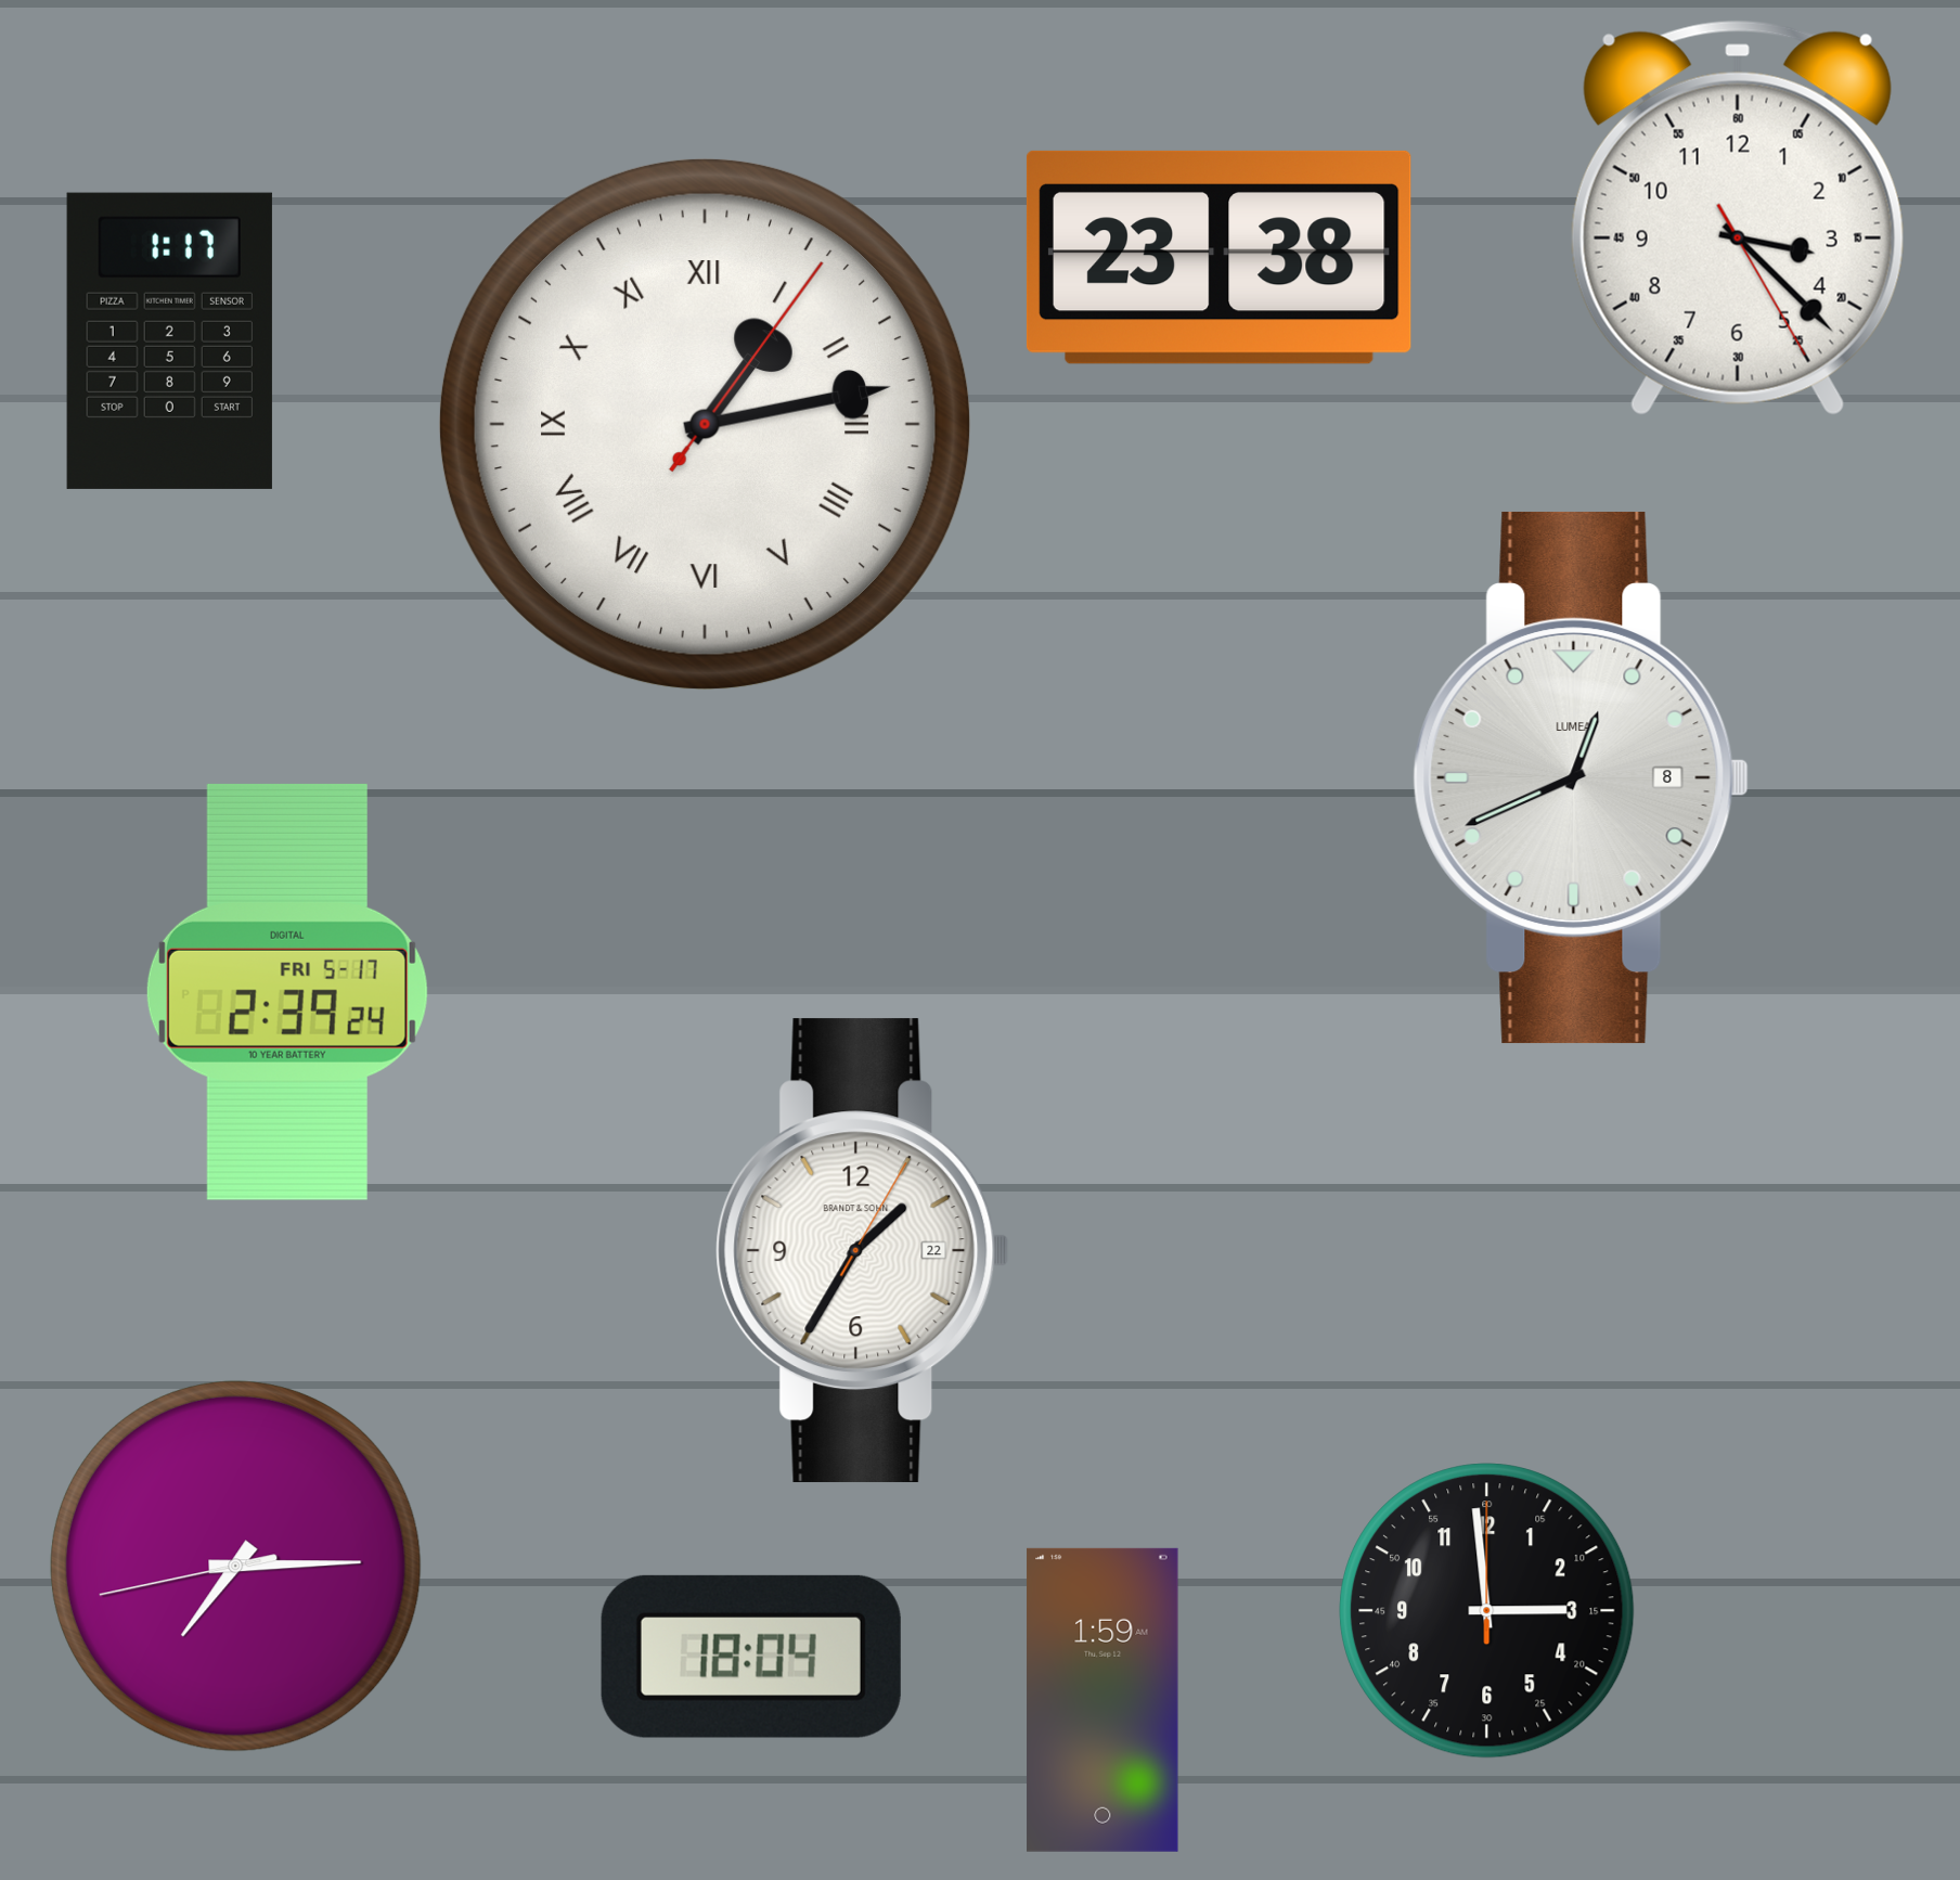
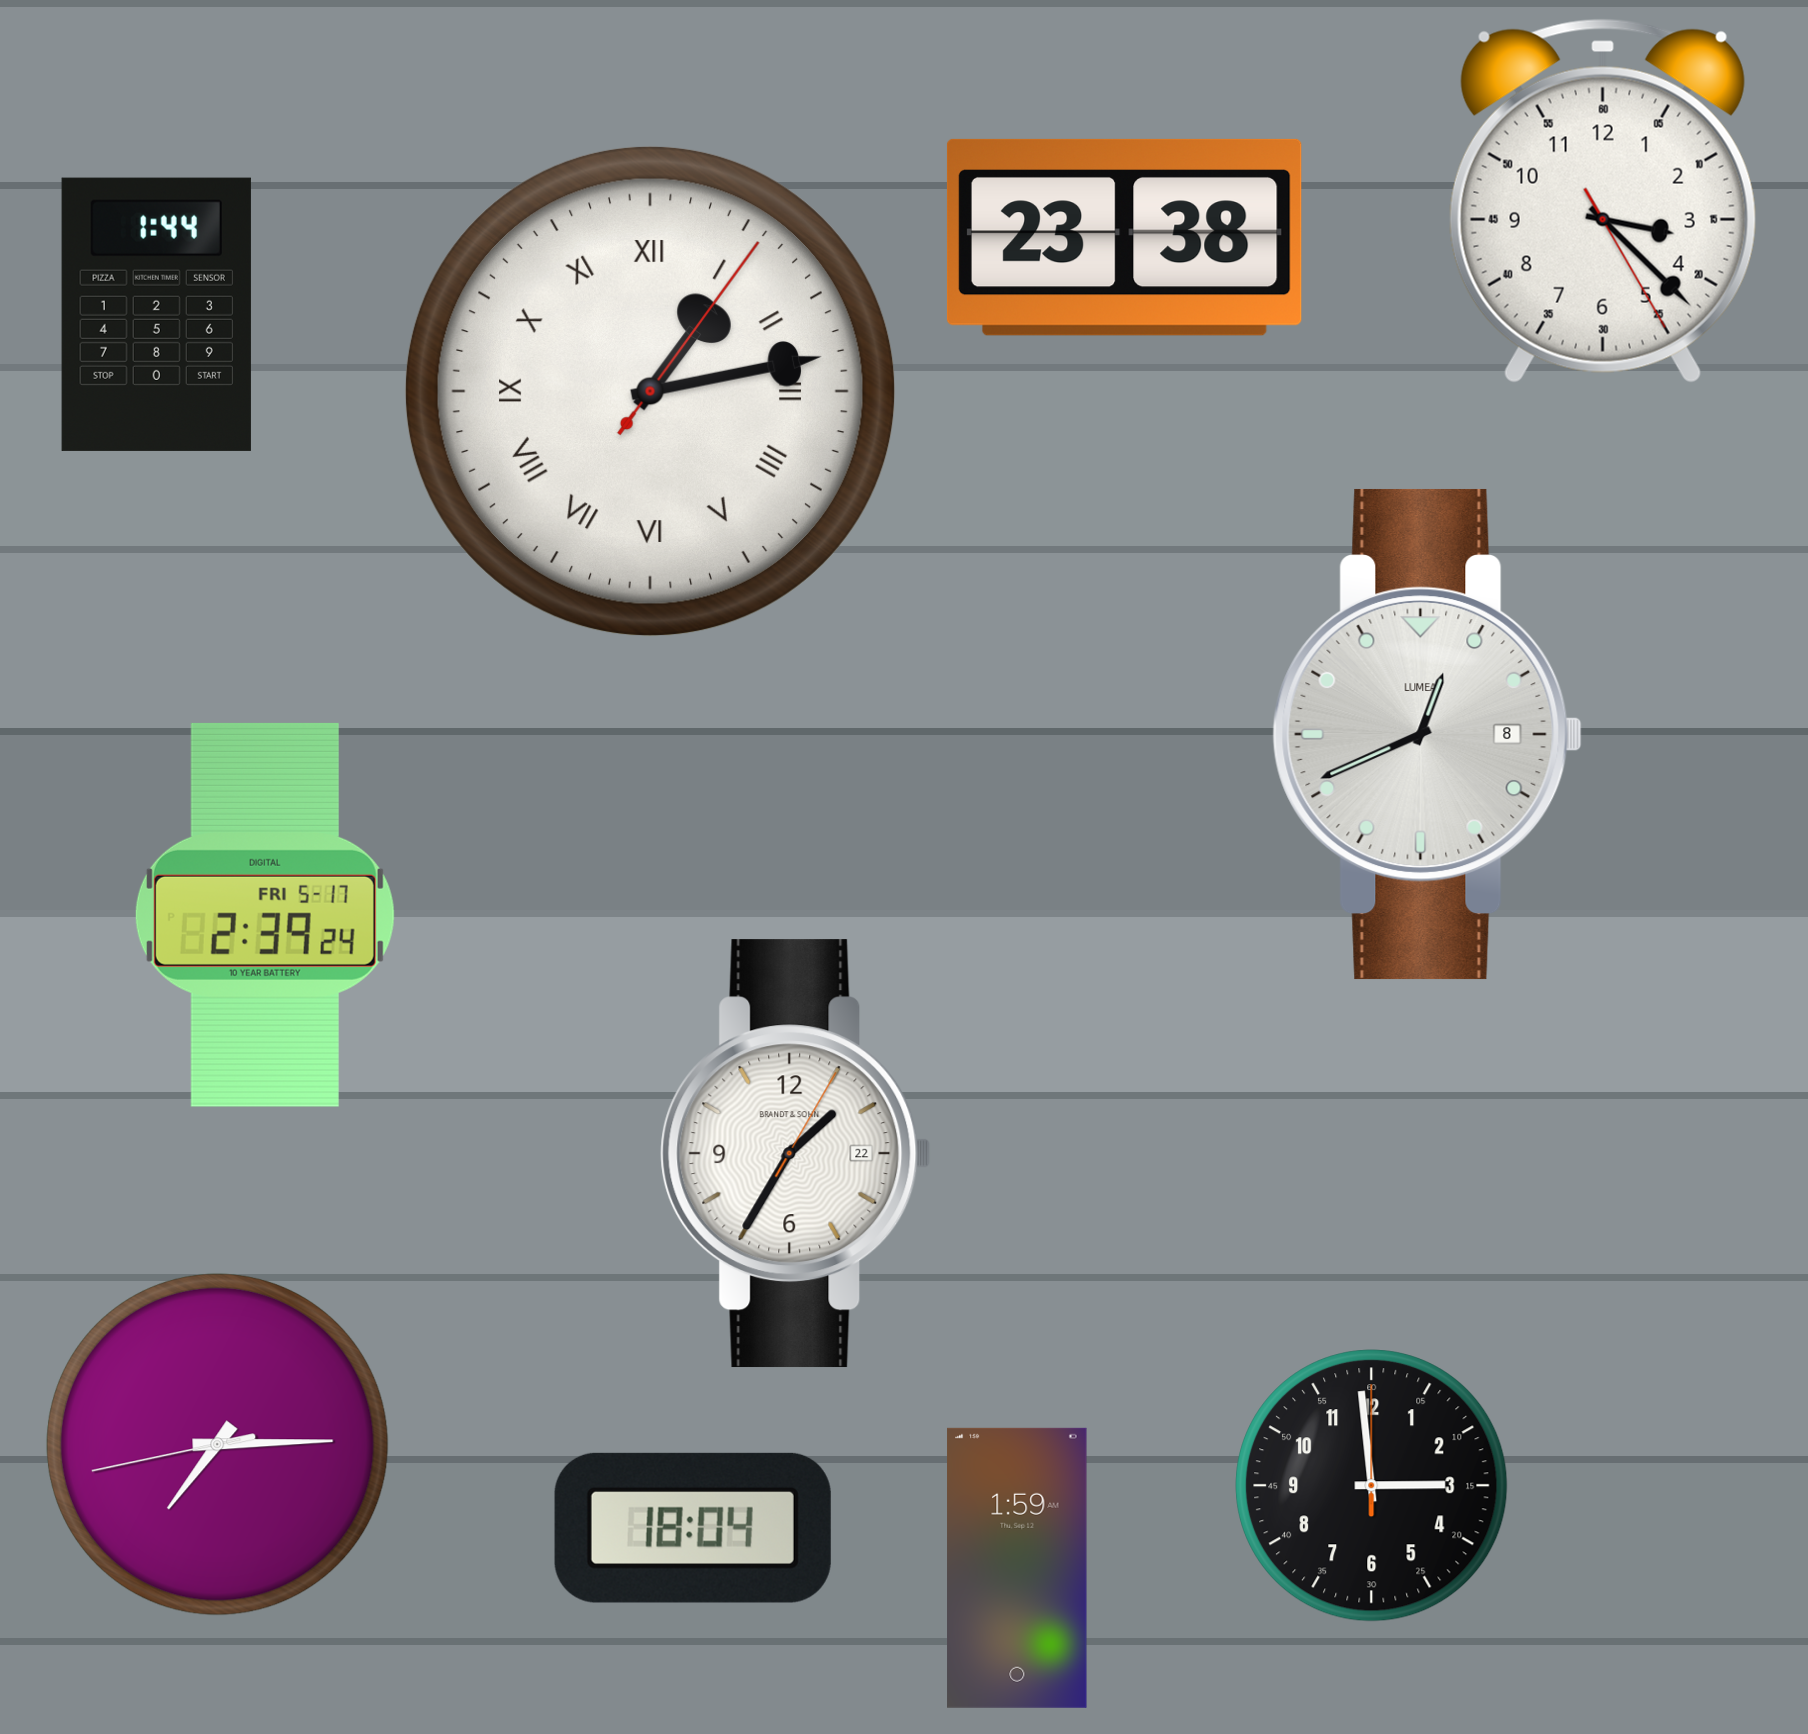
clock at (169, 340): 1:17 -> 1:44
clock at (1581, 777) position: (1581, 777) -> (1427, 734)
